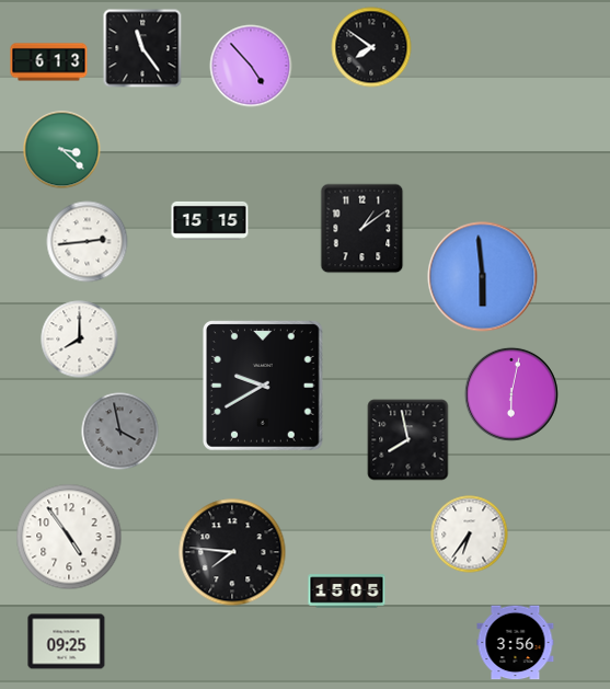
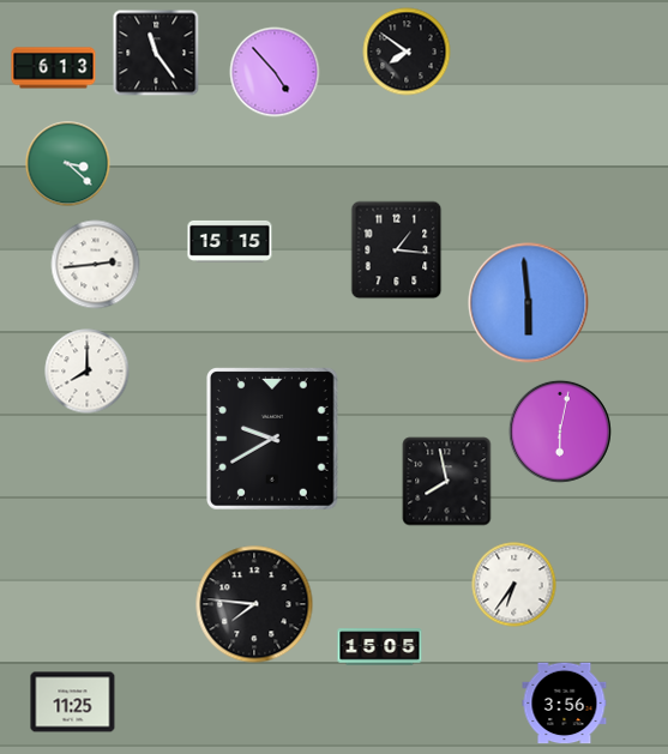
clock at (362, 229): 1:09 -> 1:16
clock at (264, 387) position: (264, 387) -> (273, 440)
clock at (120, 432): 3:58 -> none
clock at (69, 537): 4:54 -> none
clock at (67, 642): 09:25 -> 11:25
